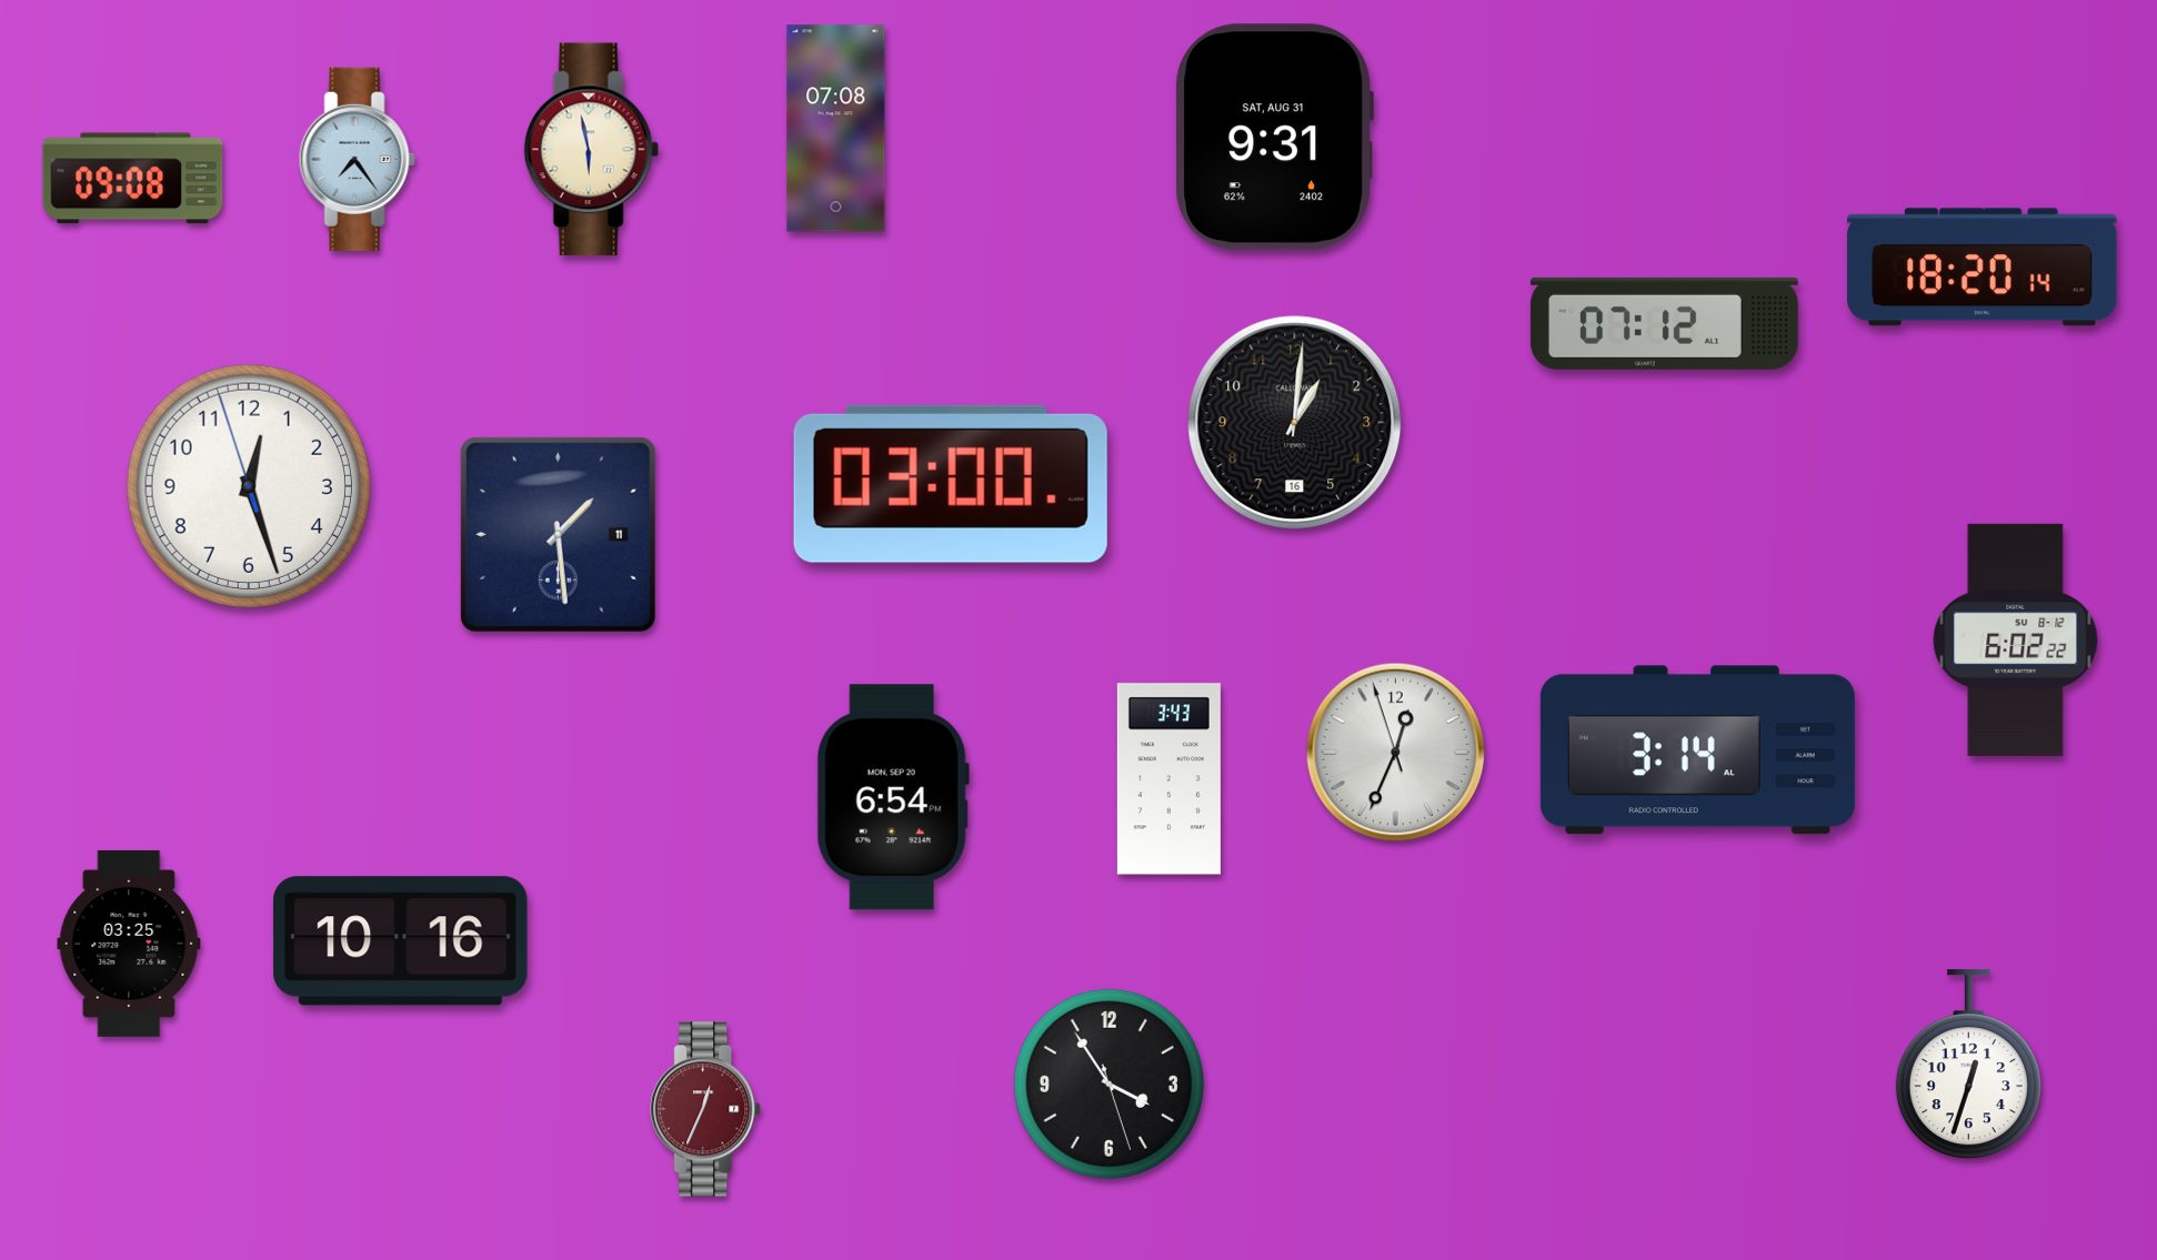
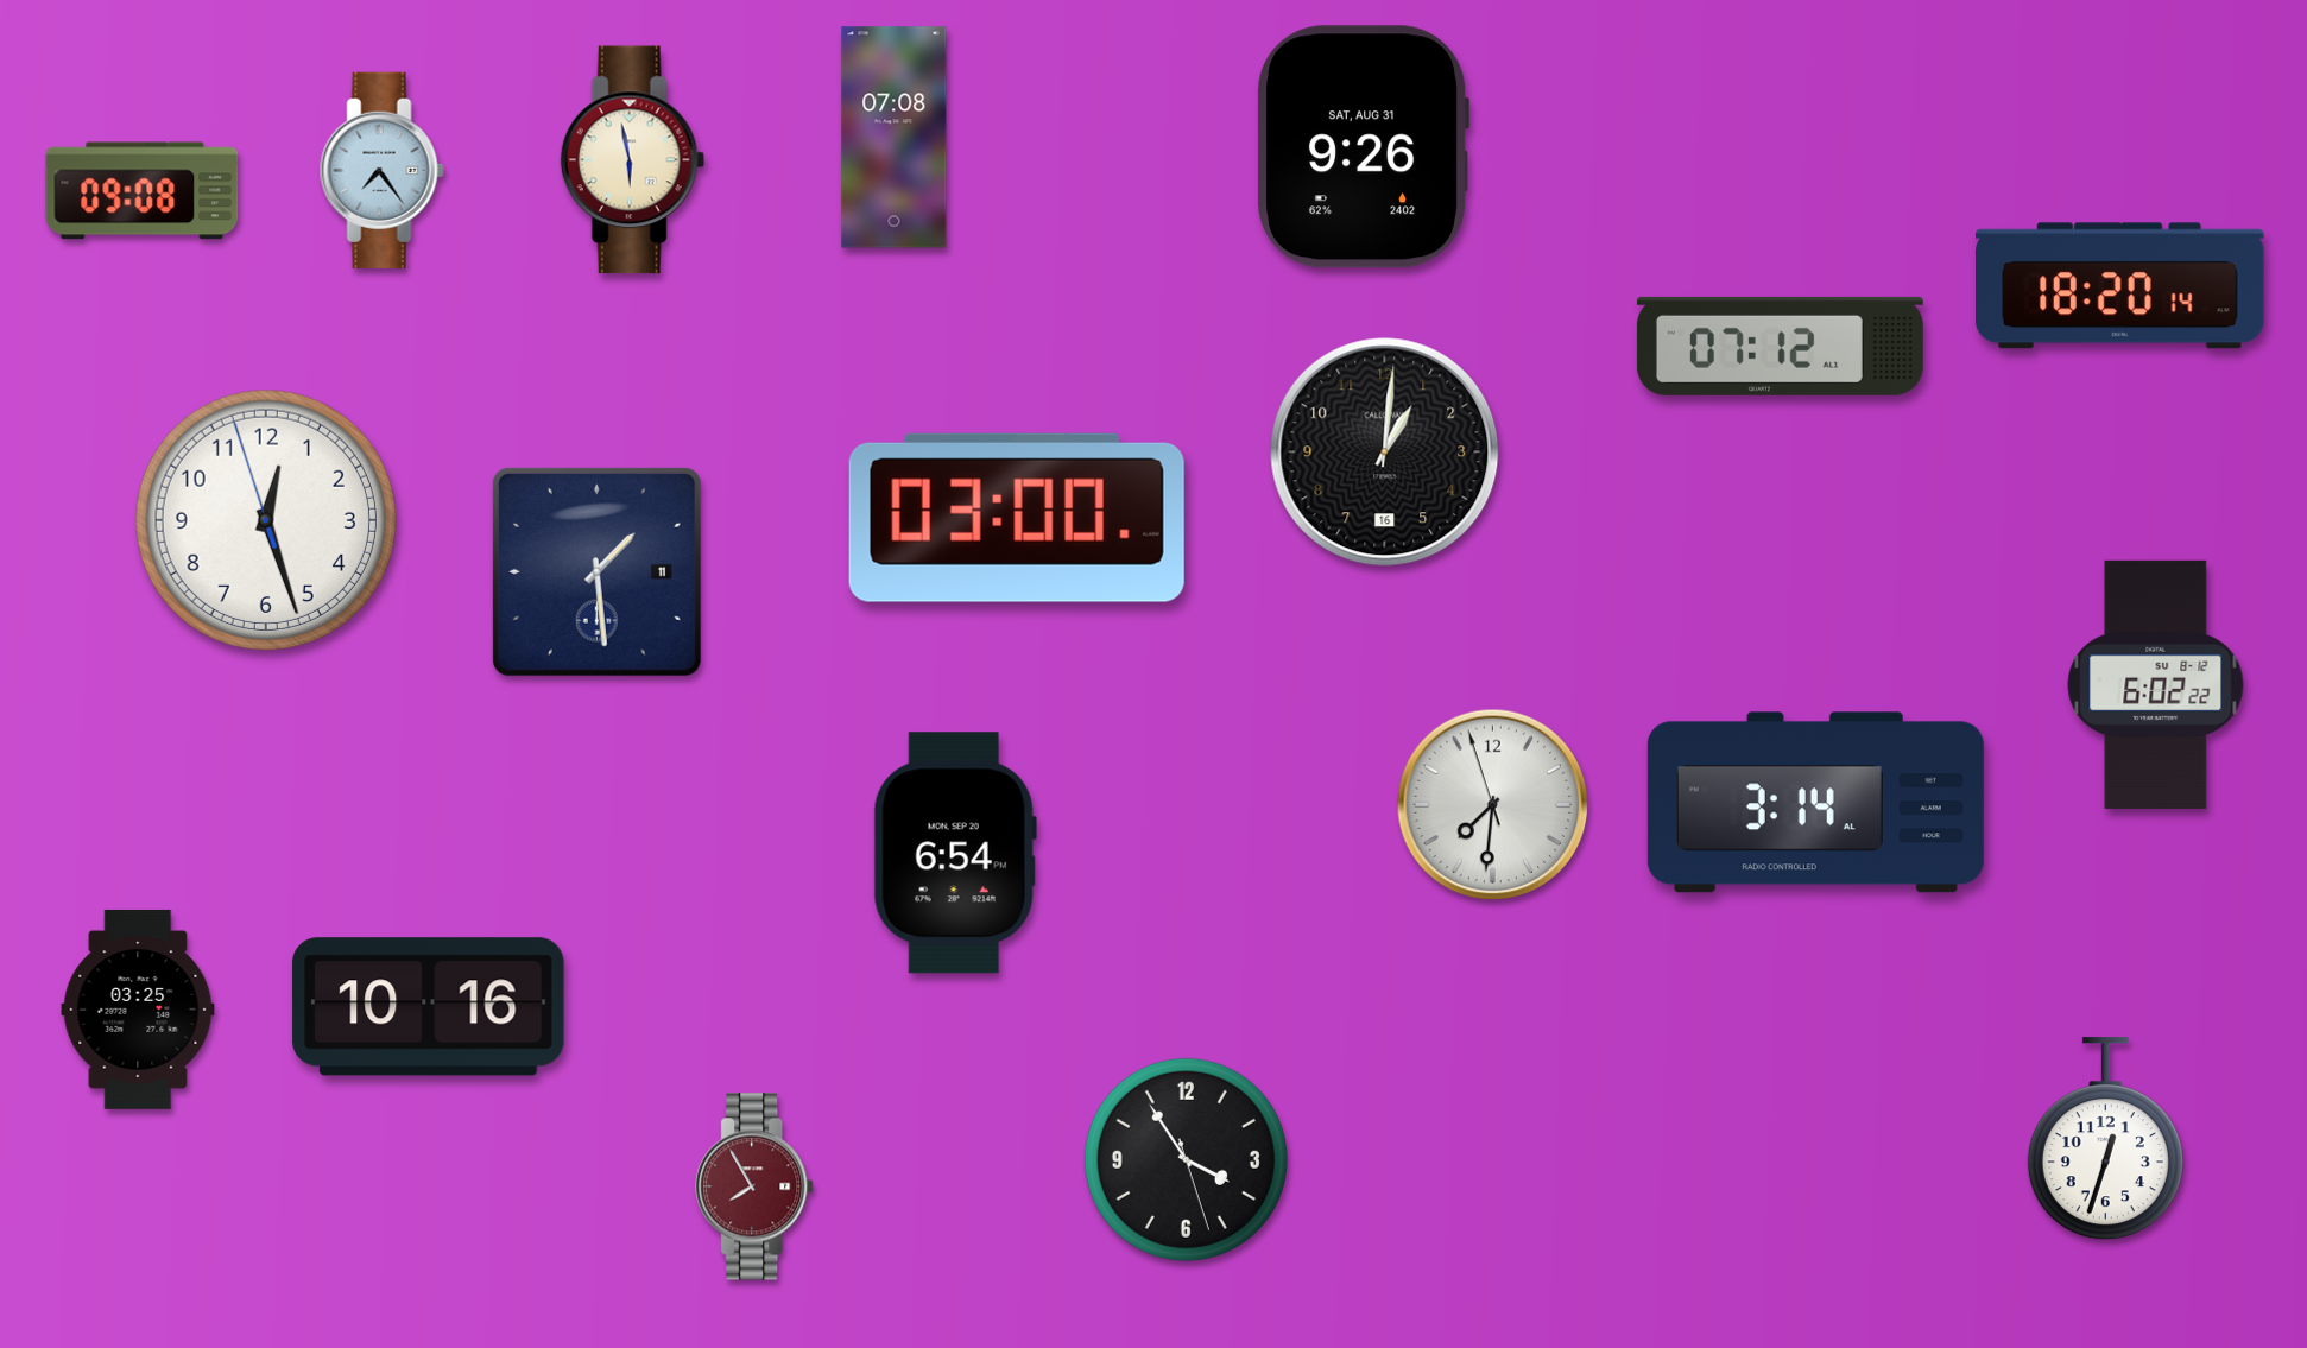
clock at (1274, 138): 9:31 -> 9:26
clock at (1396, 753): 12:33 -> 7:30
clock at (1168, 779): 3:43 -> none
clock at (706, 1109): 12:34 -> 7:55
